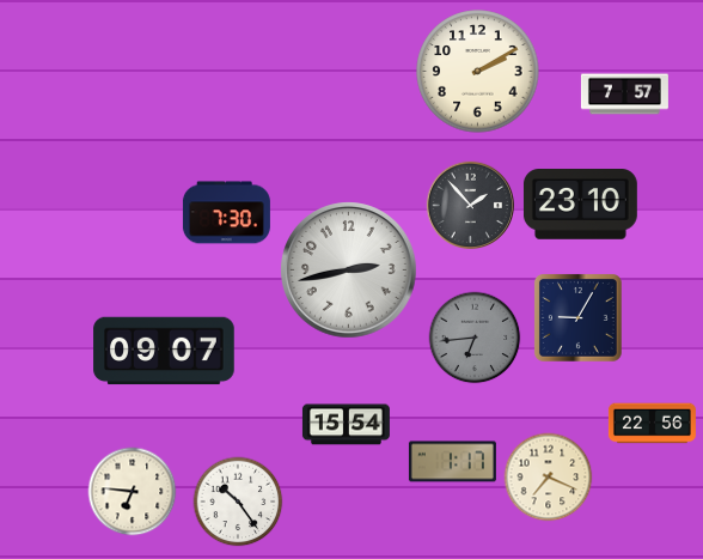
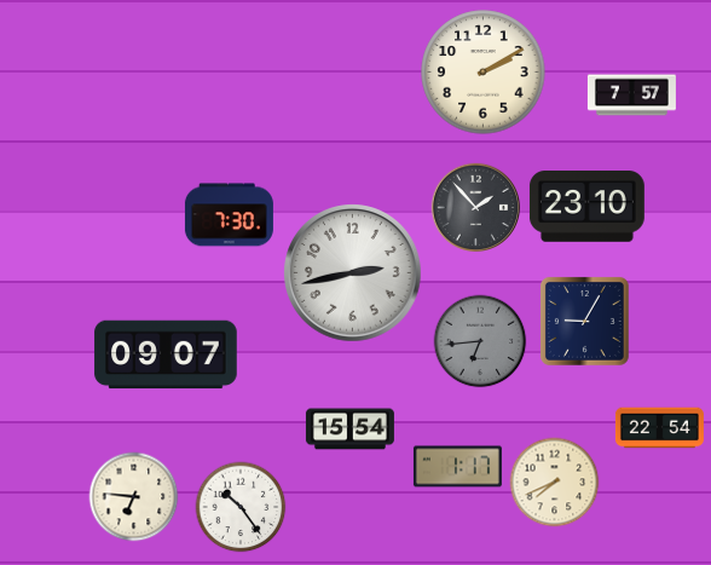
clock at (652, 424): 22:56 -> 22:54
clock at (549, 478): 7:19 -> 7:41
